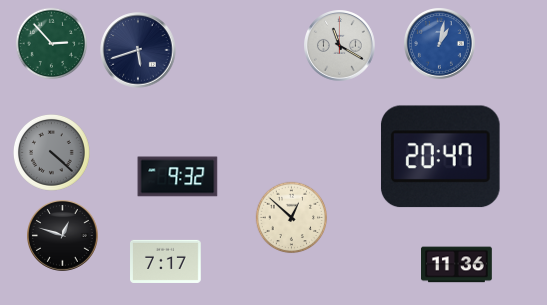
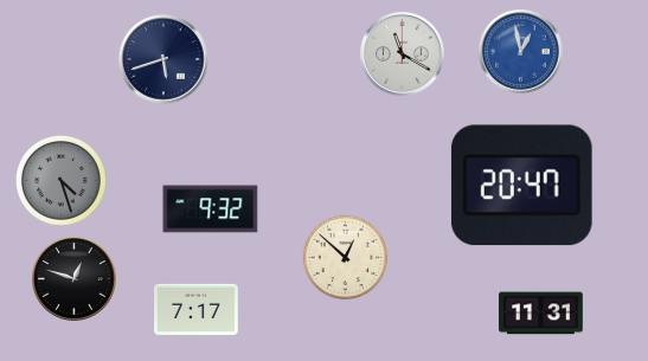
clock at (52, 44): 2:53 -> none
clock at (440, 44): 1:02 -> 12:58
clock at (52, 153): 4:22 -> 4:27
clock at (457, 265): 11:36 -> 11:31
